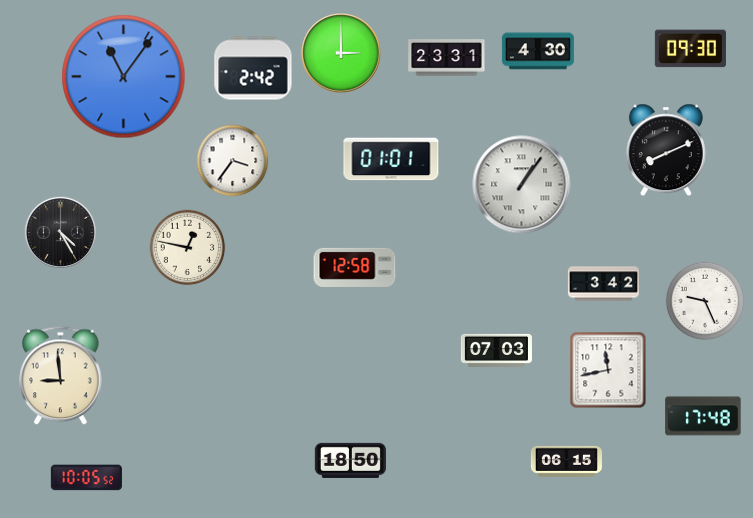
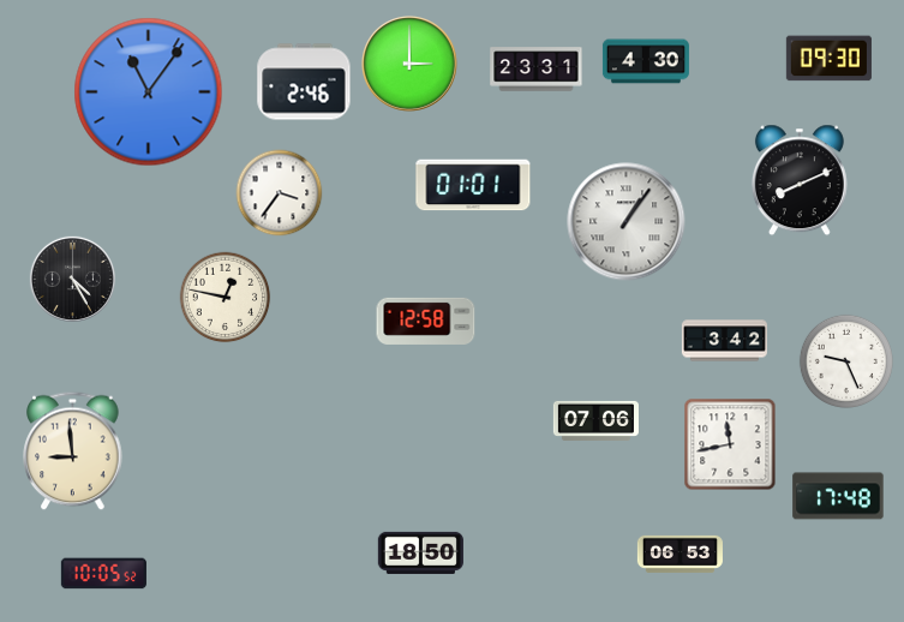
clock at (253, 68): 2:42 -> 2:46
clock at (391, 159) position: (391, 159) -> (473, 185)
clock at (496, 350): 07:03 -> 07:06
clock at (703, 416) position: (703, 416) -> (838, 496)
clock at (566, 461): 06:15 -> 06:53
